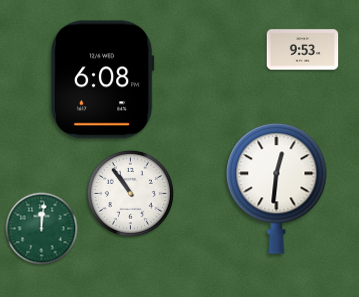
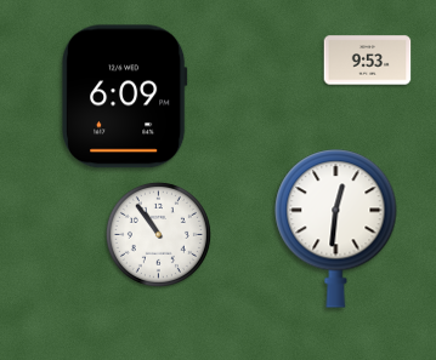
clock at (102, 80): 6:08 -> 6:09
clock at (42, 229): 12:01 -> none
